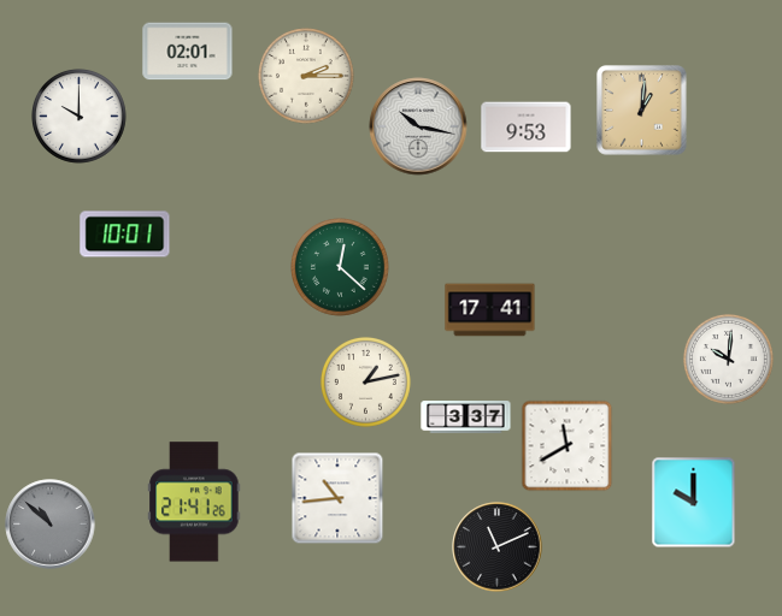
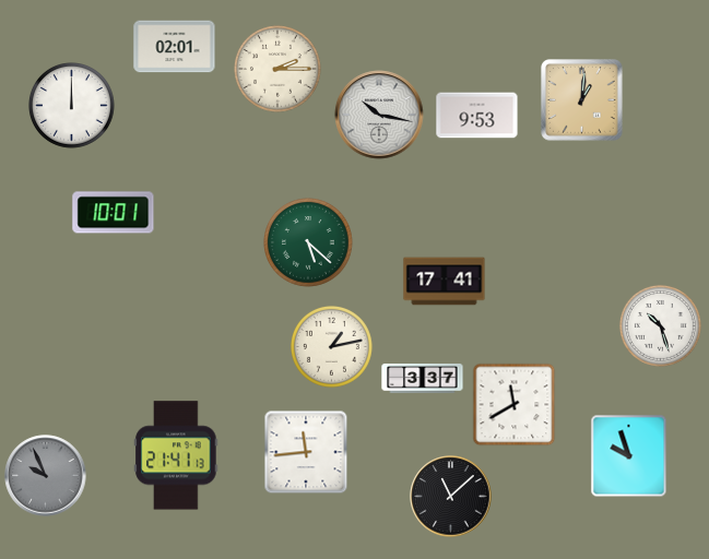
clock at (188, 52) position: (188, 52) -> (175, 47)
clock at (80, 117): 10:00 -> 12:00
clock at (341, 268): 12:22 -> 5:22
clock at (728, 359): 10:01 -> 10:27
clock at (337, 498): 10:44 -> 11:44
clock at (194, 502): 21:41:26 -> 21:41:13
clock at (694, 503): 10:00 -> 9:57
clock at (51, 525): 10:52 -> 9:56
clock at (498, 547): 11:11 -> 11:08
